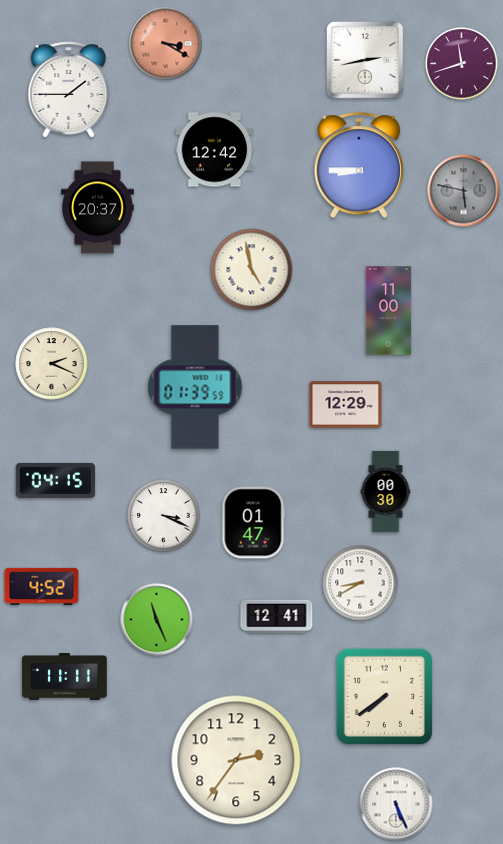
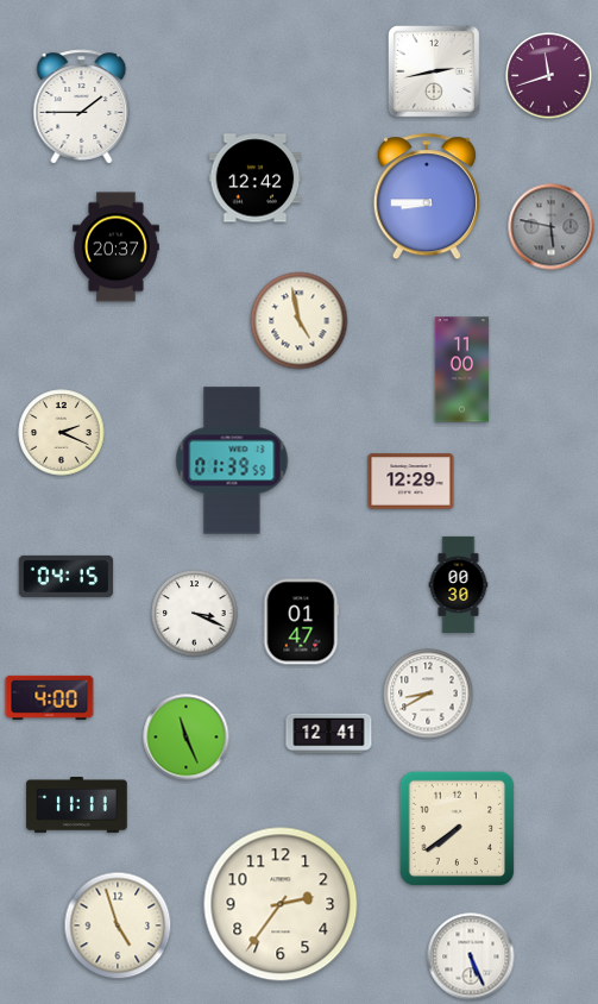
clock at (166, 44): 3:20 -> none
clock at (56, 480) position: (56, 480) -> (67, 576)
clock at (42, 586): 4:52 -> 4:00
clock at (118, 925): none -> 4:57
